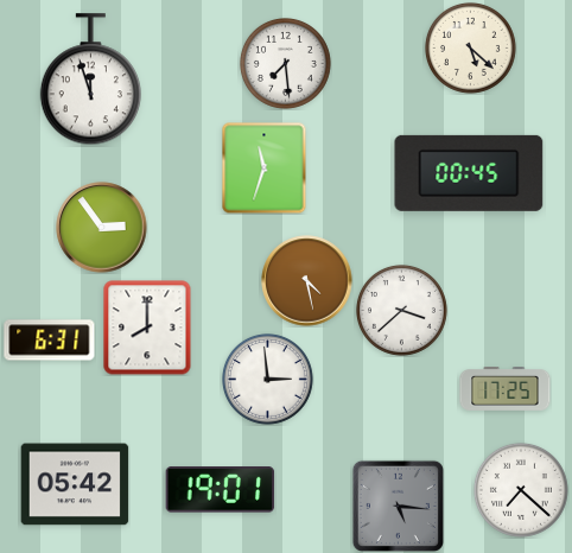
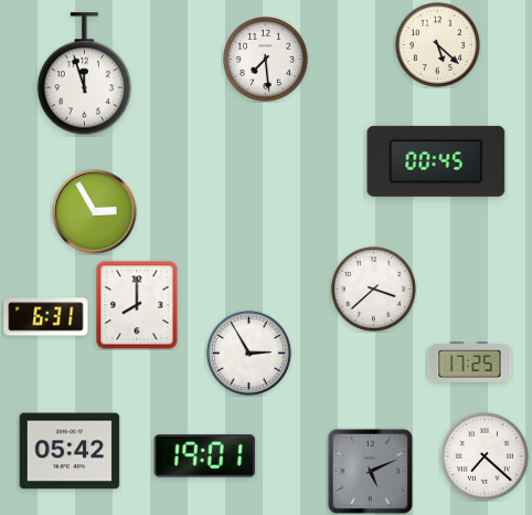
clock at (265, 167): 11:33 -> none
clock at (102, 228): 2:54 -> 2:55
clock at (307, 281): 4:28 -> none
clock at (267, 379): 2:59 -> 2:55
clock at (398, 506): 5:16 -> 5:11
